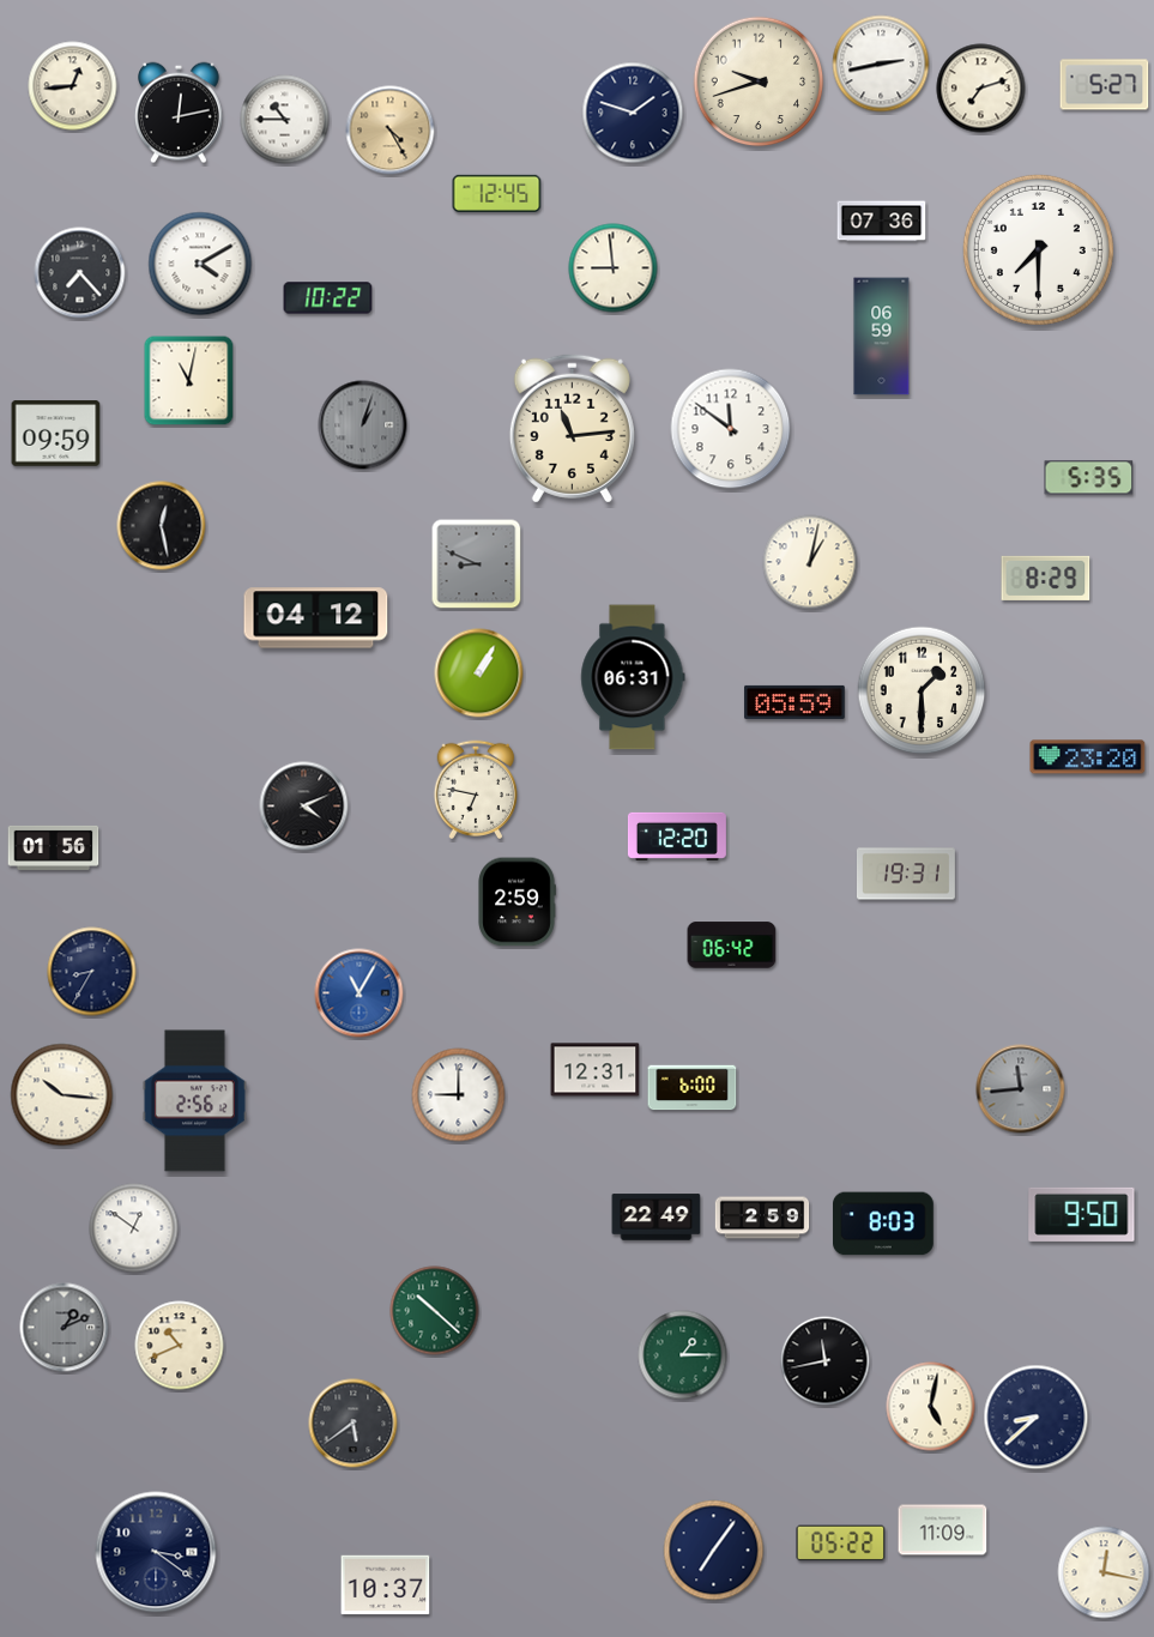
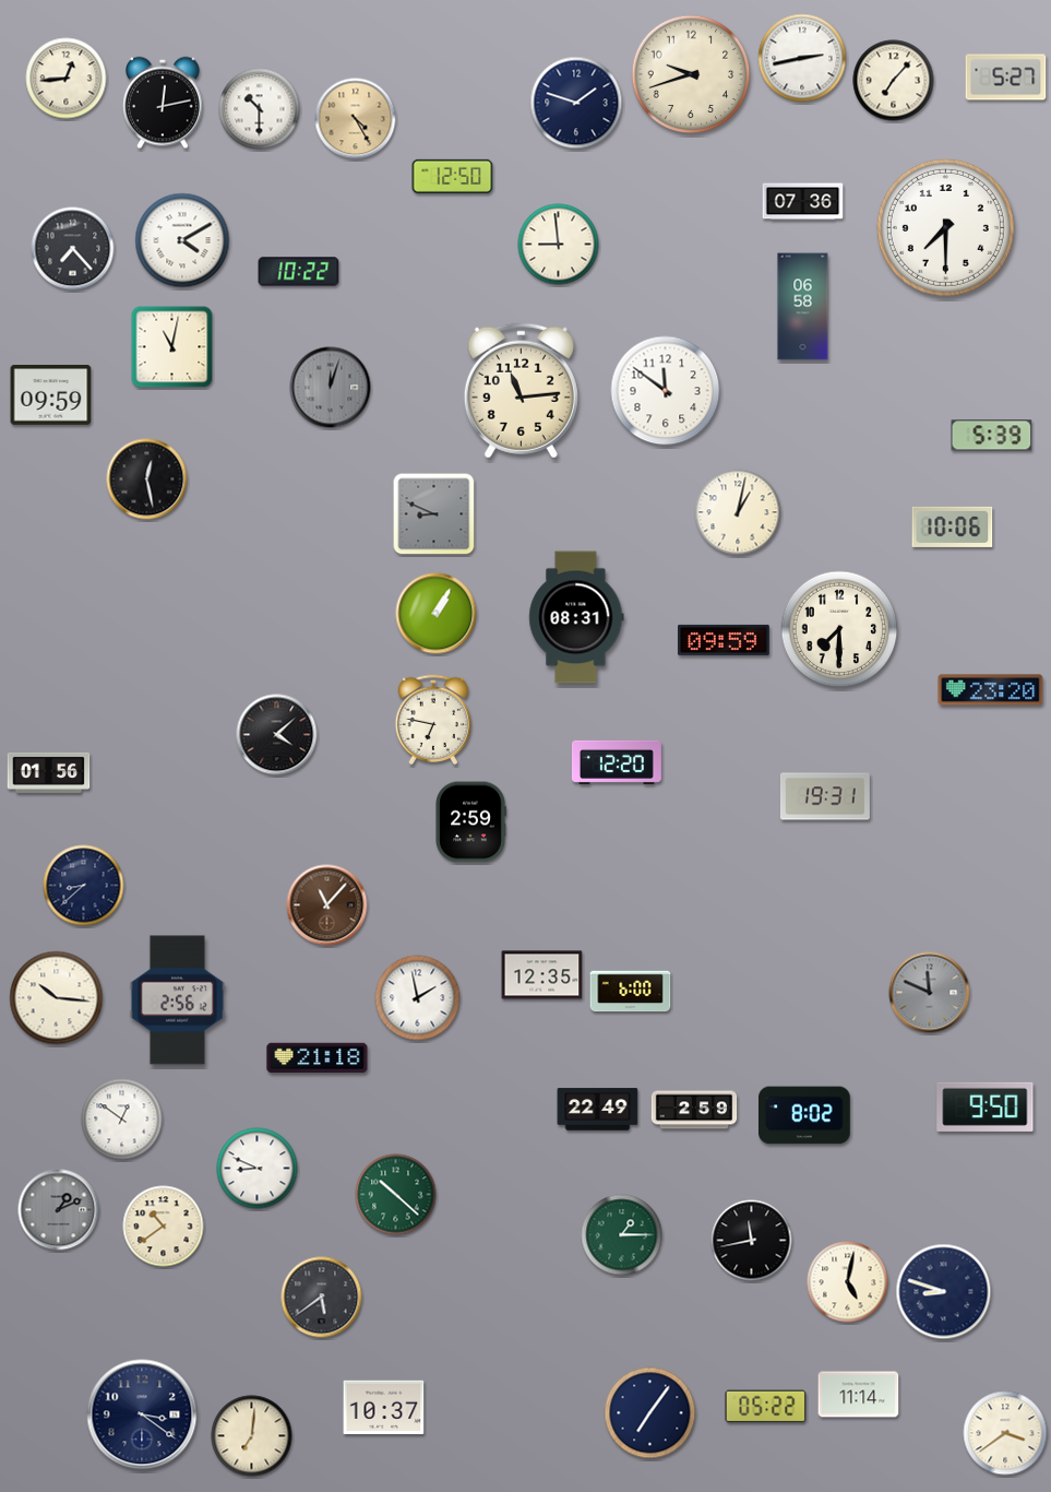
clock at (981, 89): 7:12 -> 7:07
clock at (285, 120): 10:45 -> 10:30
clock at (497, 193): 12:45 -> 12:50
clock at (882, 337): 06:59 -> 06:58
clock at (363, 425): 1:03 -> 12:03
clock at (1089, 478): 5:35 -> 5:39
clock at (1046, 578): 8:29 -> 10:06
clock at (316, 618): 04:12 -> none
clock at (633, 677): 06:31 -> 08:31
clock at (922, 690): 1:30 -> 7:30
clock at (794, 702): 05:59 -> 09:59
clock at (304, 807): 4:11 -> 4:08
clock at (732, 946): 06:42 -> none
clock at (92, 972): 8:35 -> 8:38
clock at (360, 993): 11:05 -> 11:07
clock at (360, 993) dial: blue -> brown
clock at (596, 1070): 12:31 -> 12:35
clock at (1021, 1089): 11:44 -> 11:49
clock at (459, 1095): 9:00 -> 1:58
clock at (194, 1101) position: (194, 1101) -> (177, 1000)
clock at (318, 1058): none -> 21:18
clock at (884, 1224): 8:03 -> 8:02
clock at (258, 1169): none -> 8:49
clock at (180, 1346): 10:41 -> 10:39
clock at (1037, 1418): 8:38 -> 8:48
clock at (943, 1530): 11:09 -> 11:14
clock at (1104, 1572): 12:17 -> 3:39
clock at (252, 1436): none -> 7:01
clock at (386, 1585) position: (386, 1585) -> (384, 1408)
